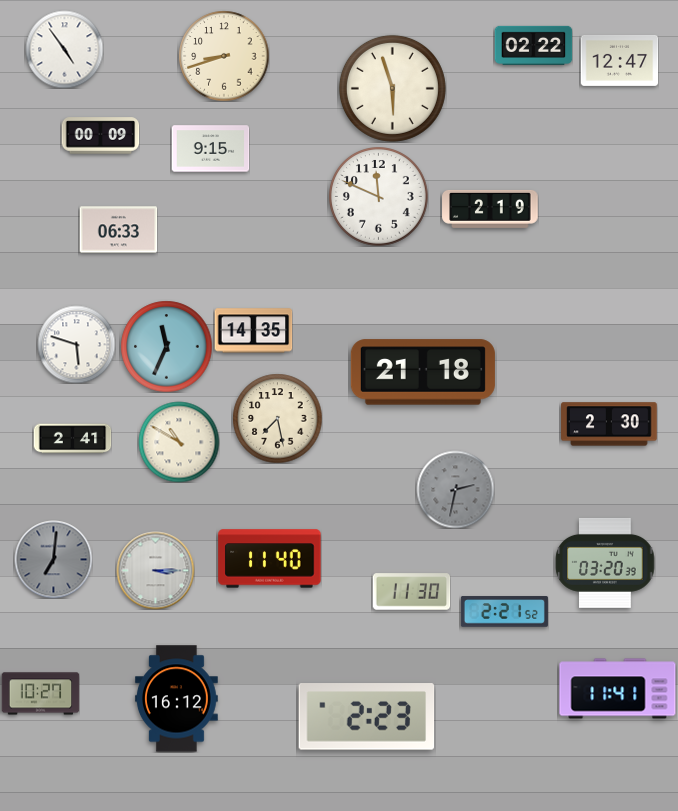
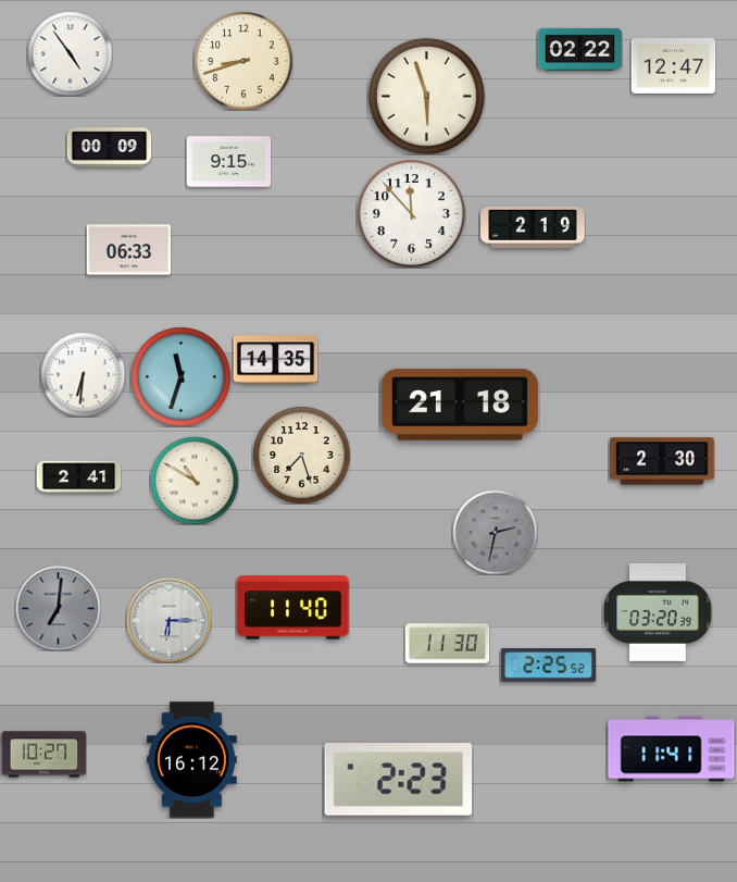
clock at (379, 197): 11:49 -> 11:53
clock at (76, 344): 5:48 -> 6:31
clock at (166, 346): 11:34 -> 11:33
clock at (277, 418): 7:28 -> 7:27
clock at (155, 570): 3:15 -> 6:15
clock at (504, 612): 2:21 -> 2:25
